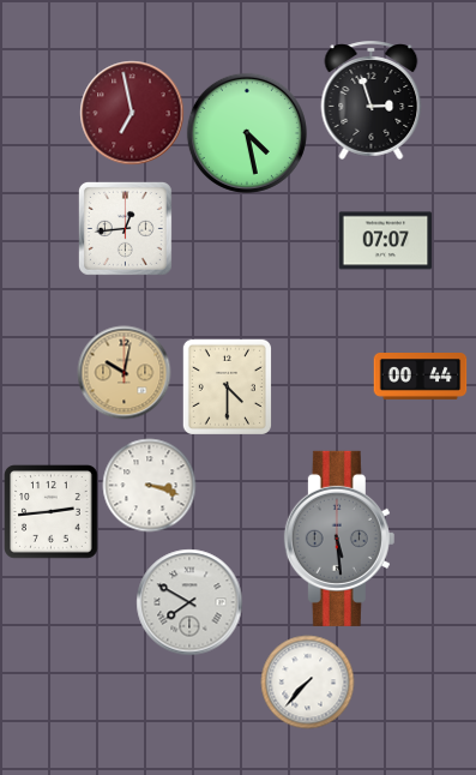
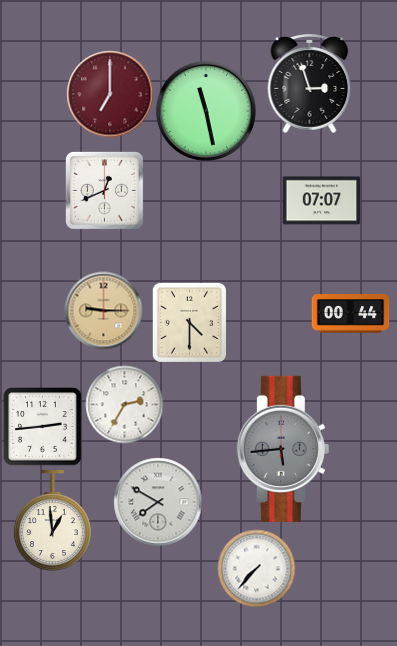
clock at (132, 113): 6:58 -> 7:00
clock at (247, 133): 4:28 -> 11:28
clock at (125, 228): 12:44 -> 12:41
clock at (123, 372): 10:02 -> 9:15
clock at (149, 485): 3:18 -> 2:35
clock at (339, 539): 5:29 -> 5:44
clock at (52, 521): none -> 12:59
